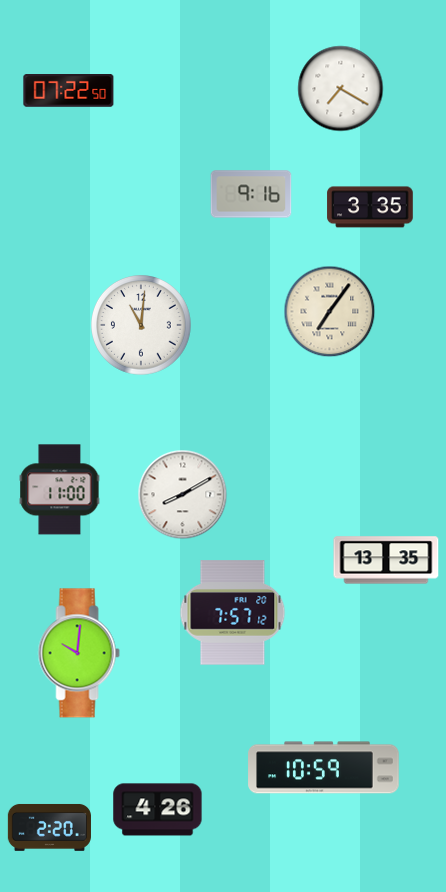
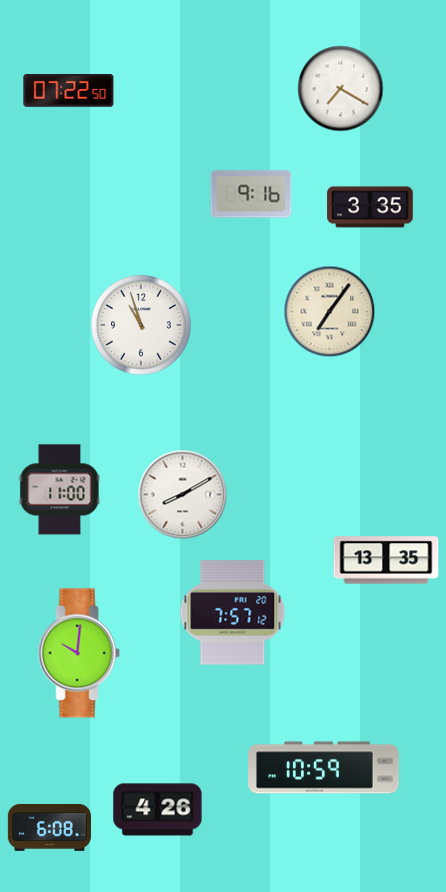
clock at (142, 326): 11:01 -> 10:57
clock at (49, 827): 2:20 -> 6:08
